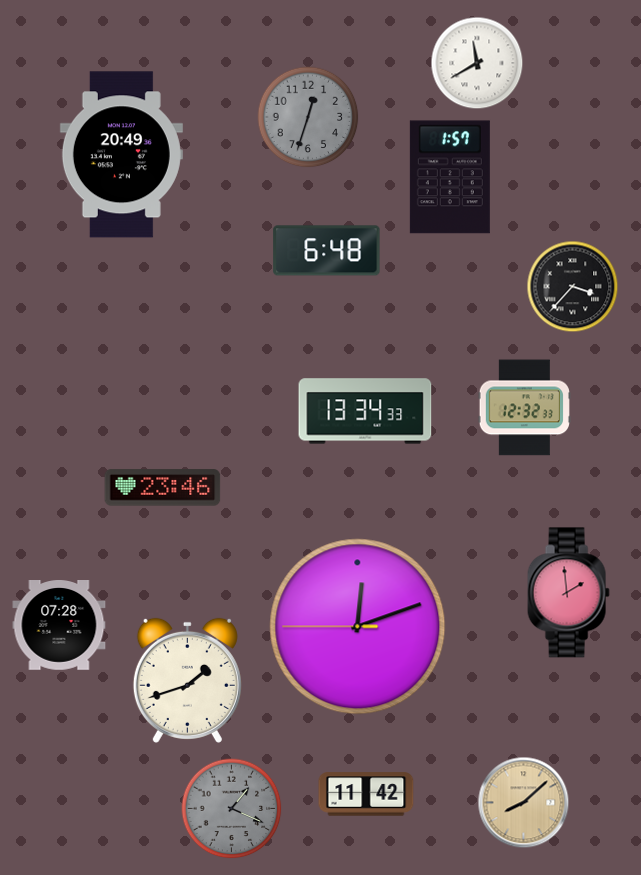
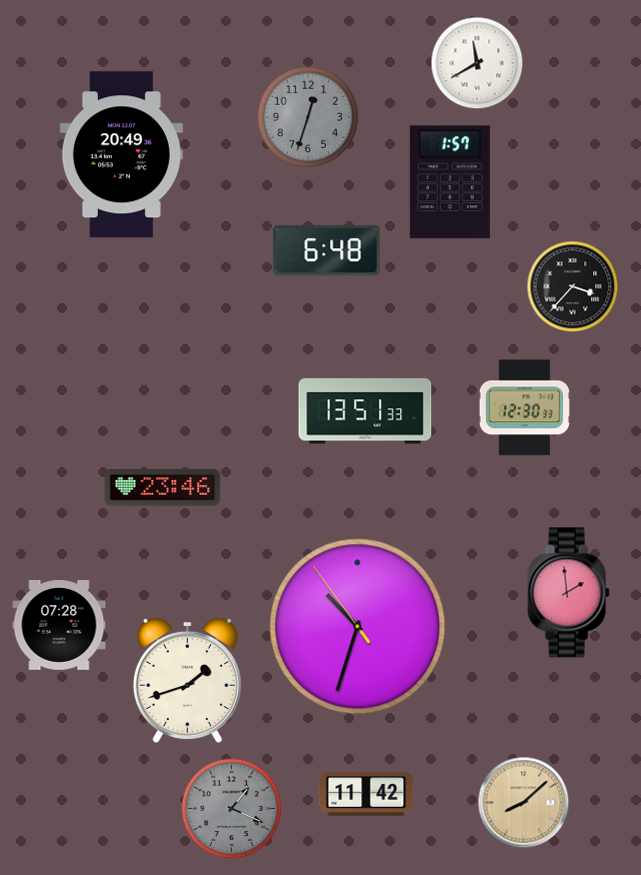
clock at (450, 177) position: (450, 177) -> (450, 182)
clock at (524, 408): 12:32 -> 12:30
clock at (365, 411): 13:34 -> 13:51
clock at (358, 627): 12:11 -> 10:32
